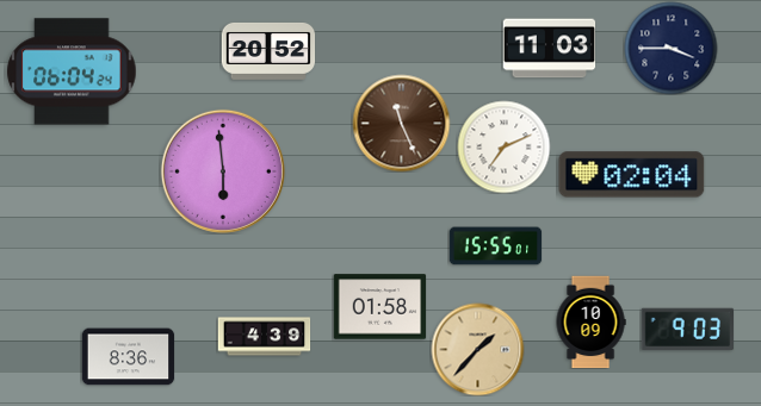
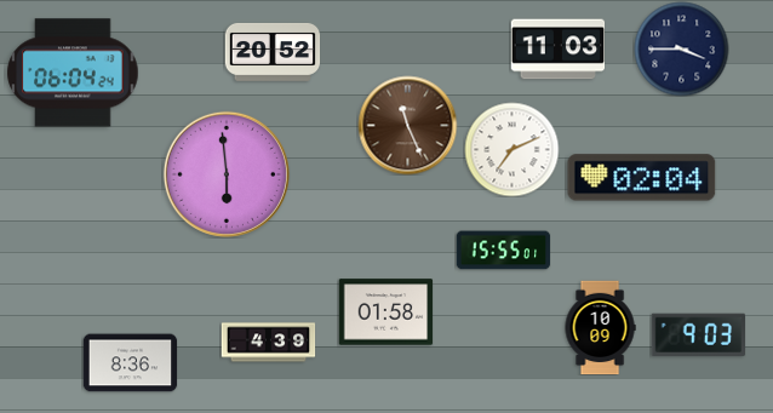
clock at (477, 349): 1:37 -> none
